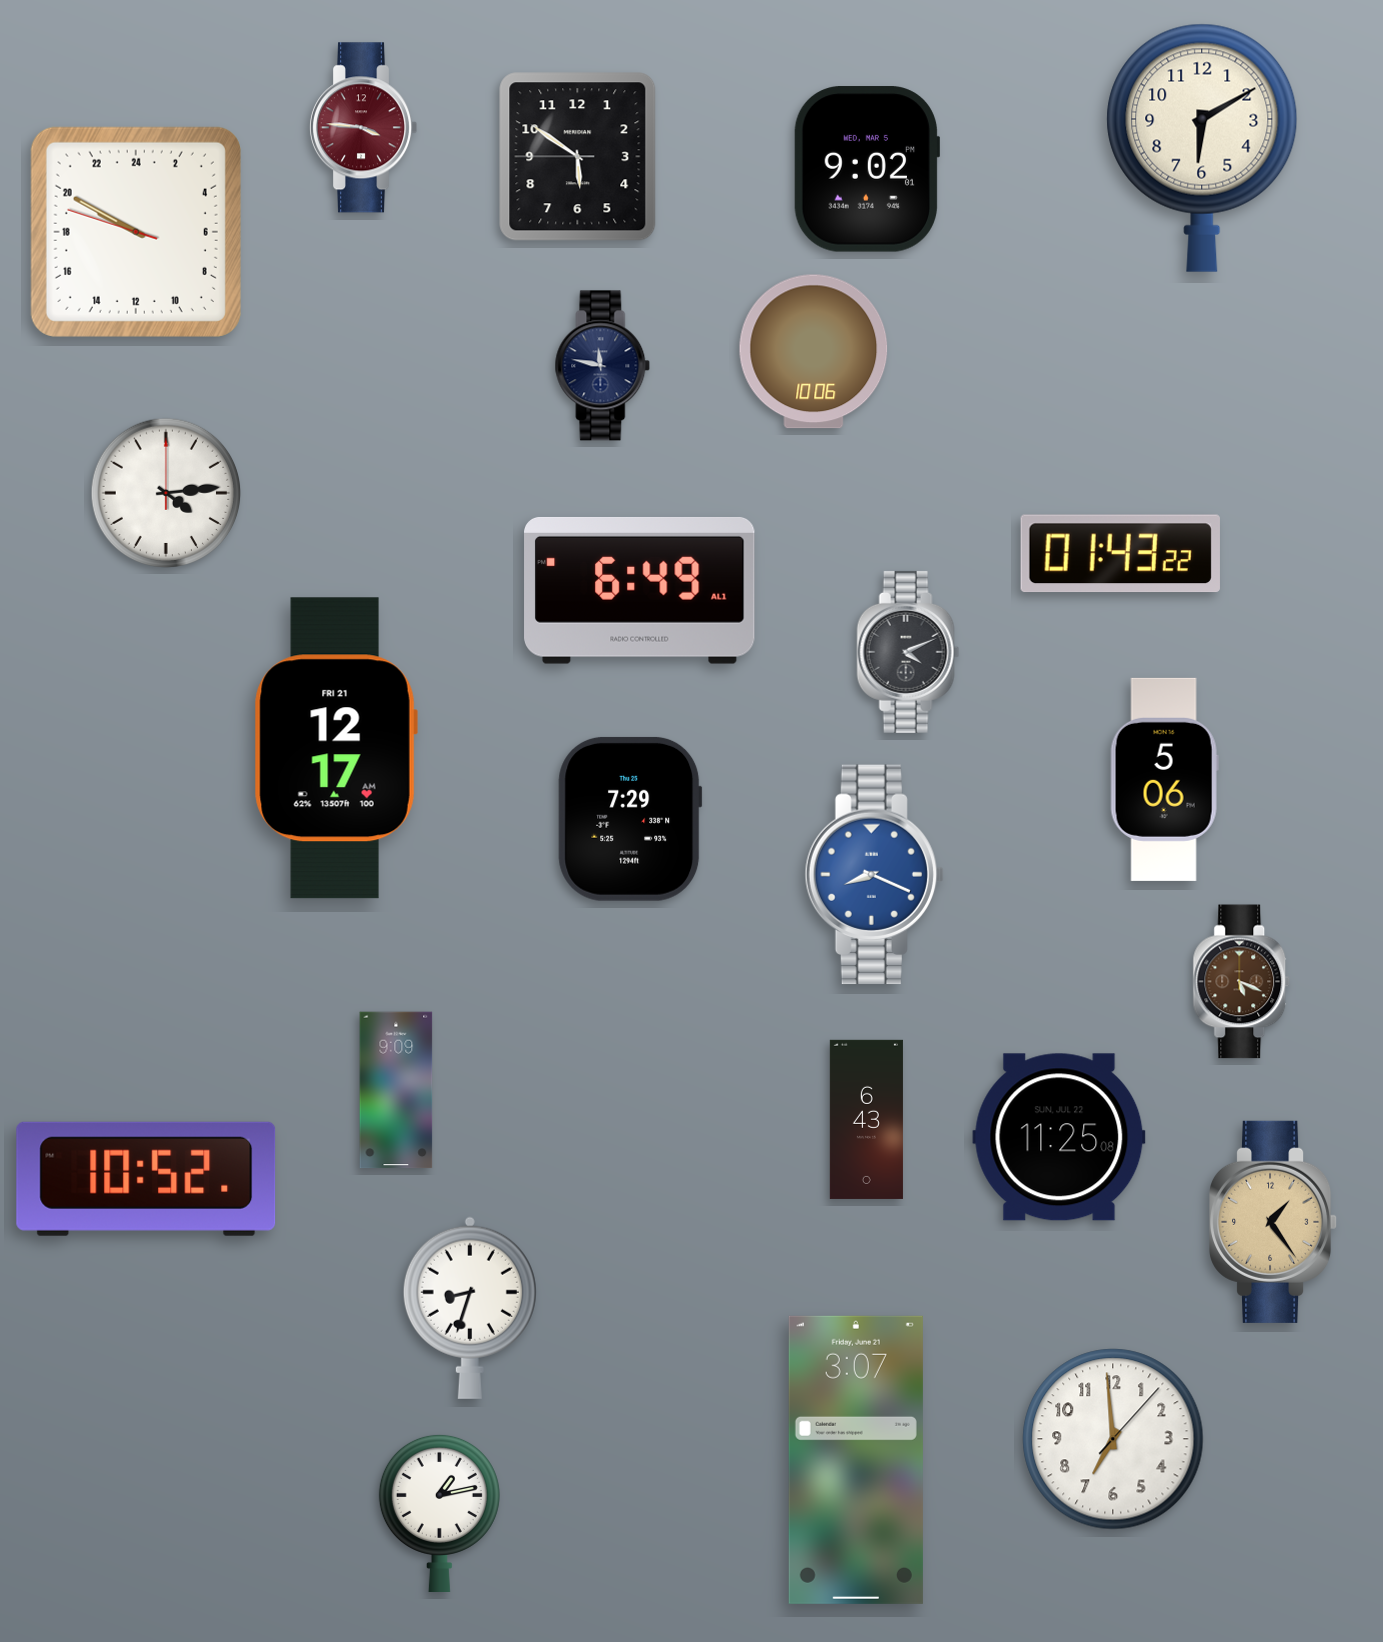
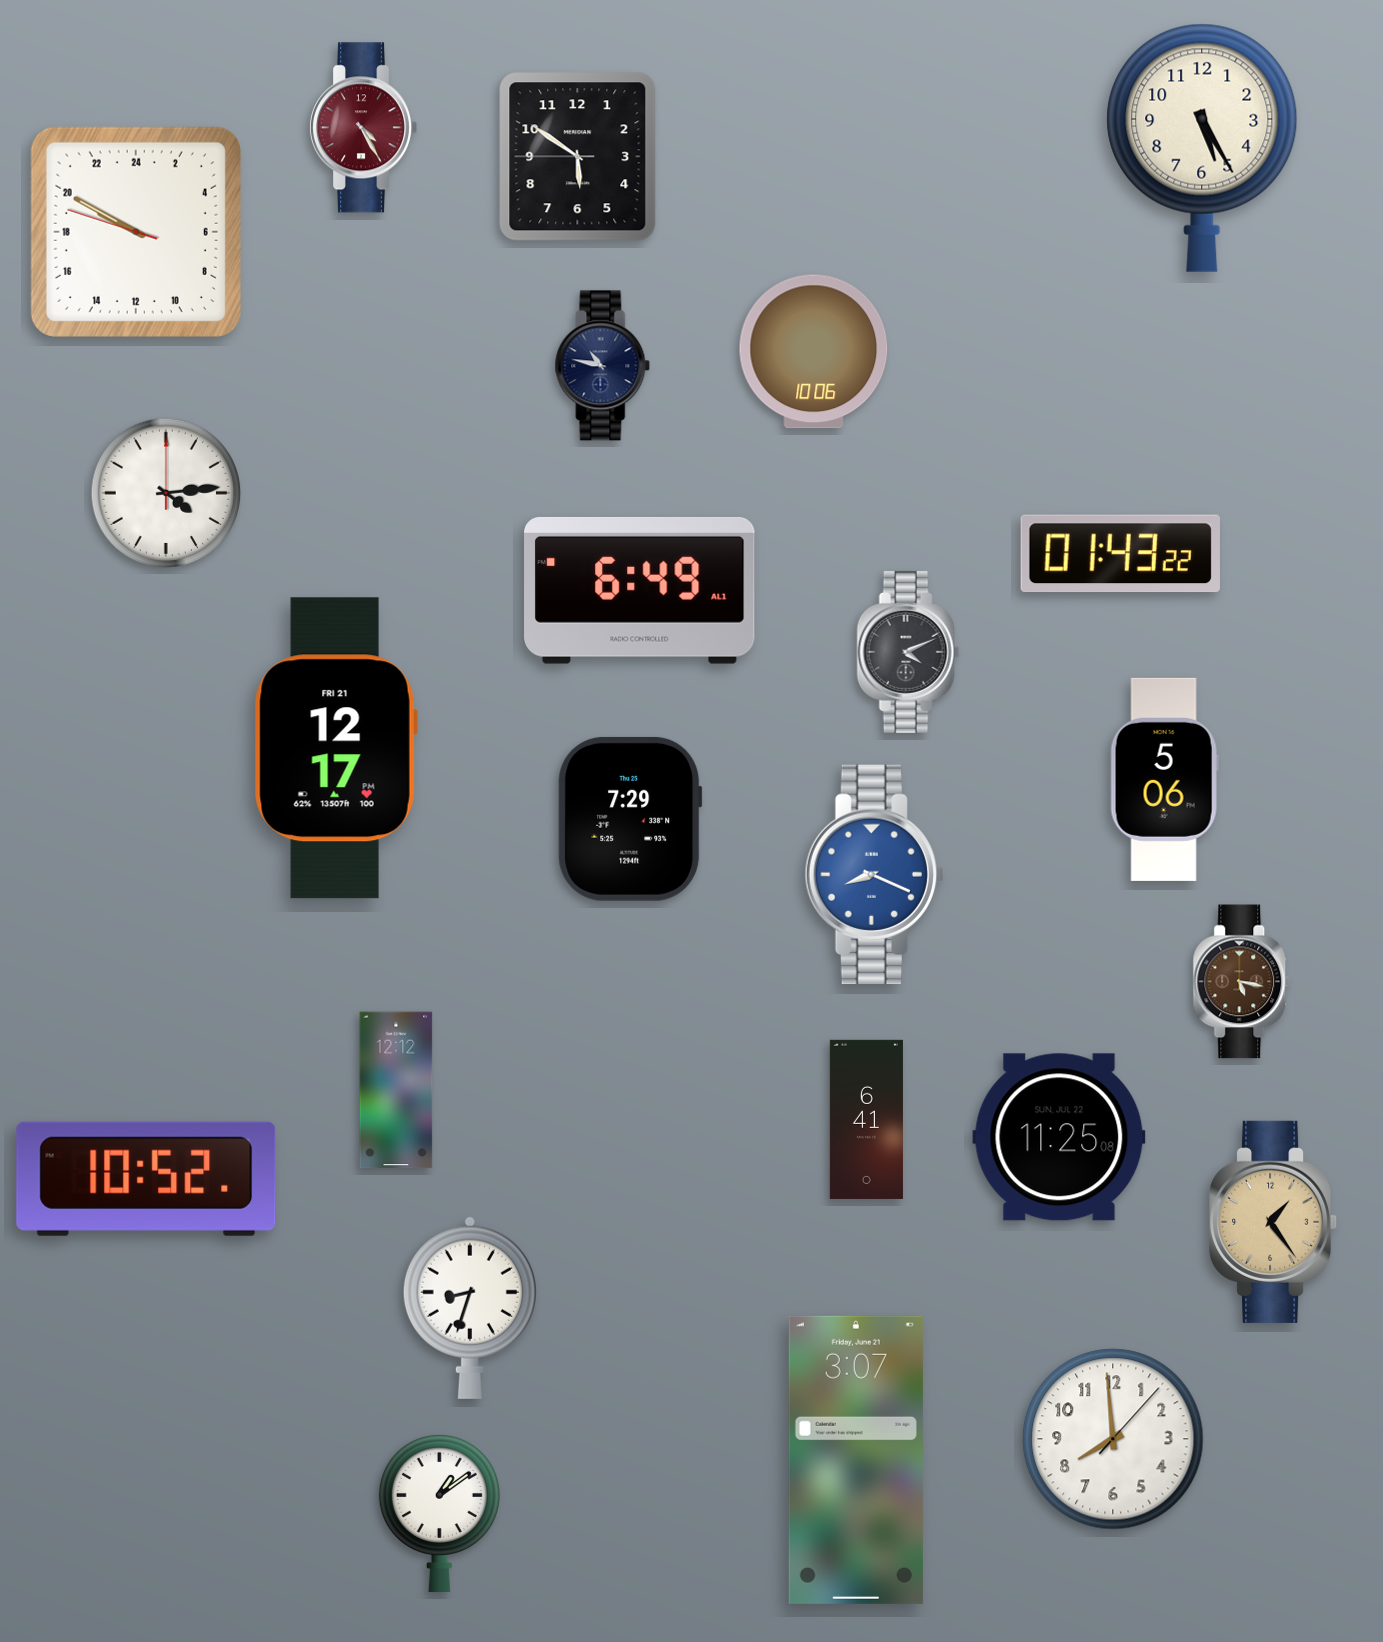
clock at (363, 128): 3:46 -> 4:25
clock at (1202, 148): 6:10 -> 5:25
clock at (866, 169): 9:02 -> none
clock at (603, 366): 11:47 -> 10:47
clock at (336, 748): 12:17 AM -> 12:17 PM
clock at (1242, 982): 5:19 -> 5:17
clock at (396, 1090): 9:09 -> 12:12
clock at (866, 1119): 6:43 -> 6:41
clock at (1113, 1439): 6:59 -> 7:59
clock at (439, 1512): 1:13 -> 1:09
